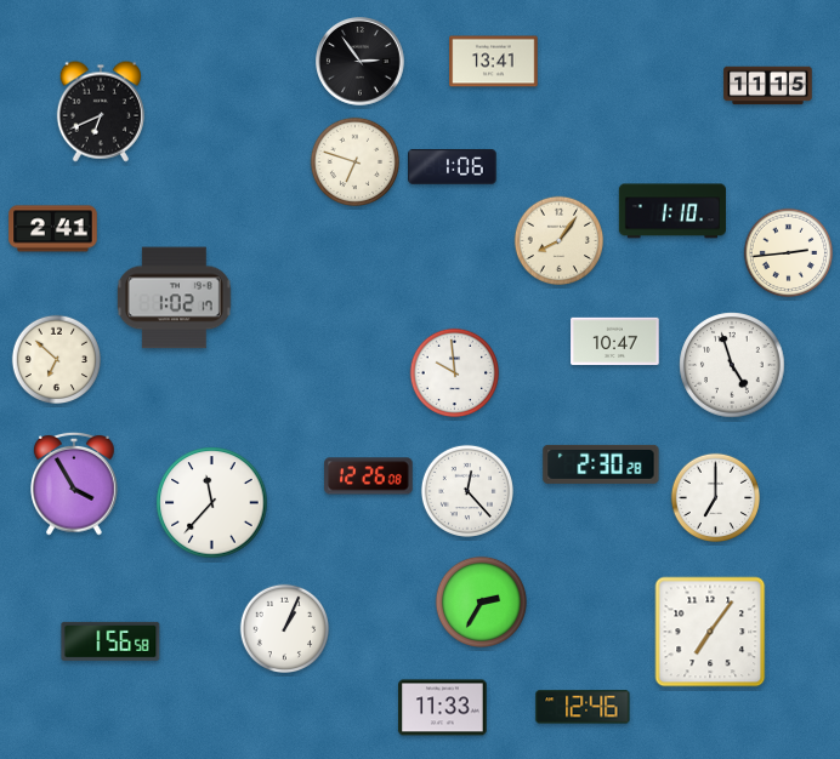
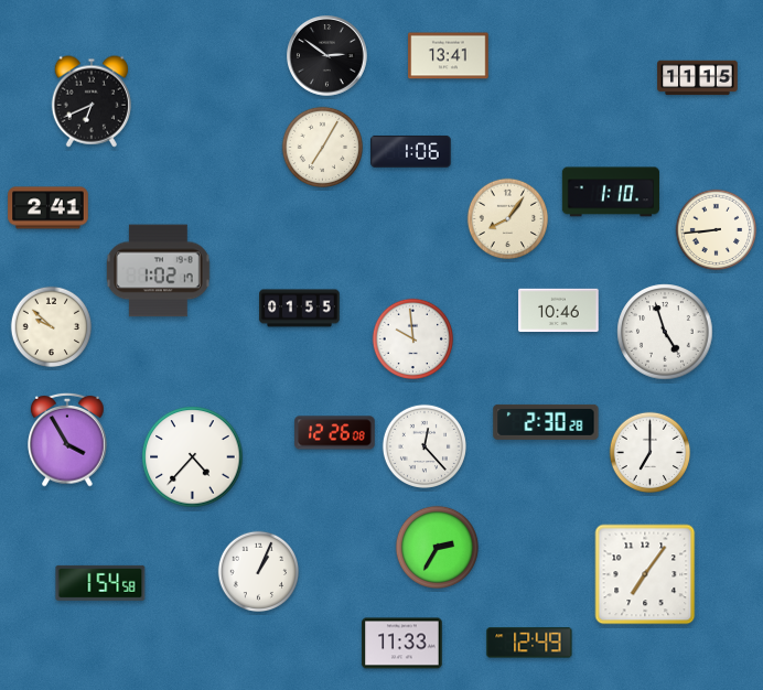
clock at (361, 62): 2:54 -> 2:51
clock at (356, 162): 6:48 -> 7:05
clock at (789, 253): 2:44 -> 8:44
clock at (300, 309): none -> 01:55
clock at (615, 342): 10:47 -> 10:46
clock at (57, 360): 6:52 -> 9:52
clock at (212, 503): 11:37 -> 4:37
clock at (110, 641): 1:56 -> 1:54
clock at (583, 707): 12:46 -> 12:49
